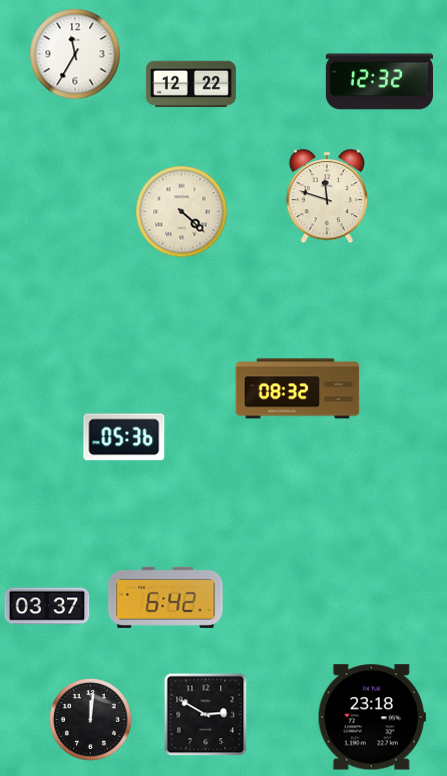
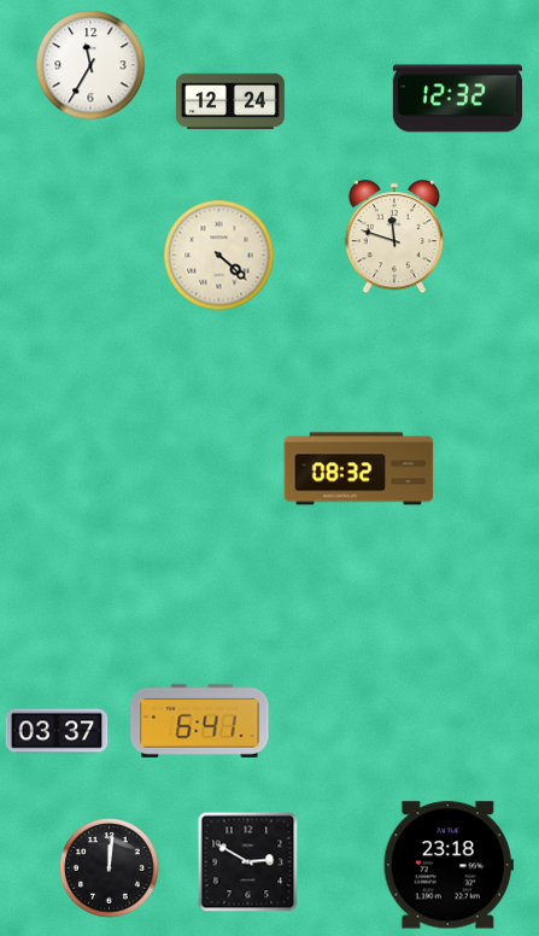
clock at (191, 84): 12:22 -> 12:24
clock at (124, 437): 05:36 -> none
clock at (166, 597): 6:42 -> 6:41
